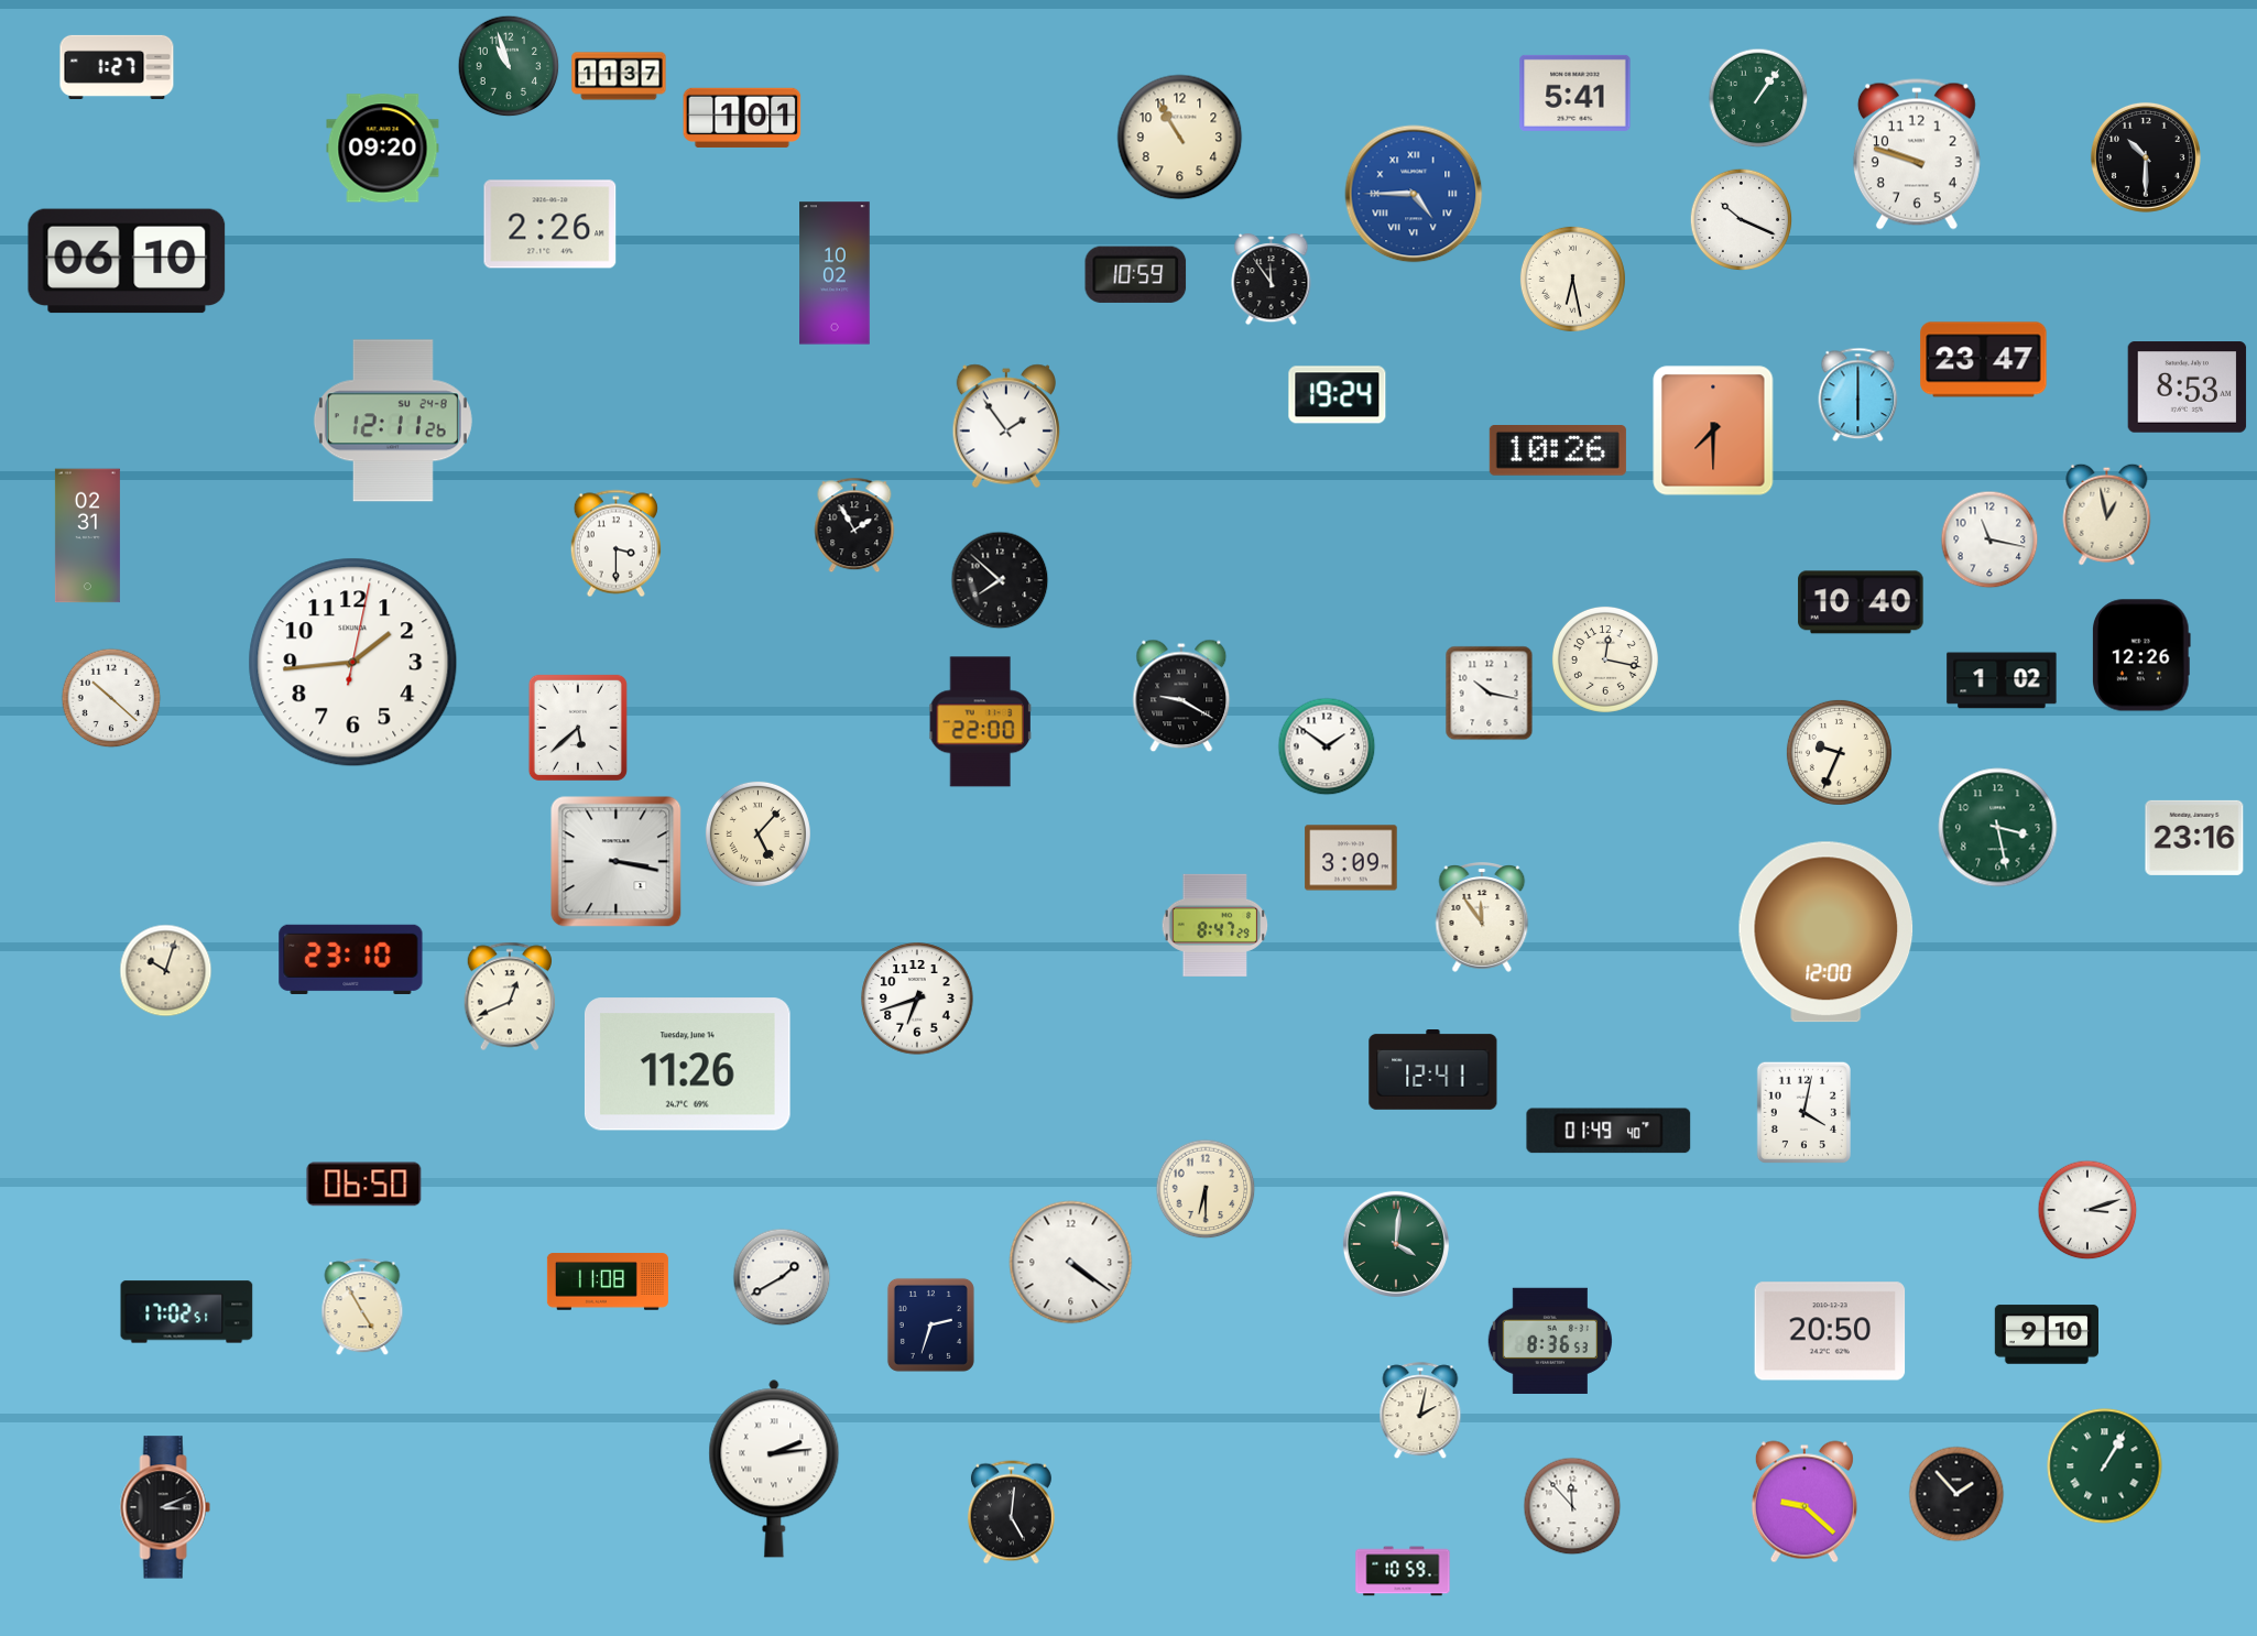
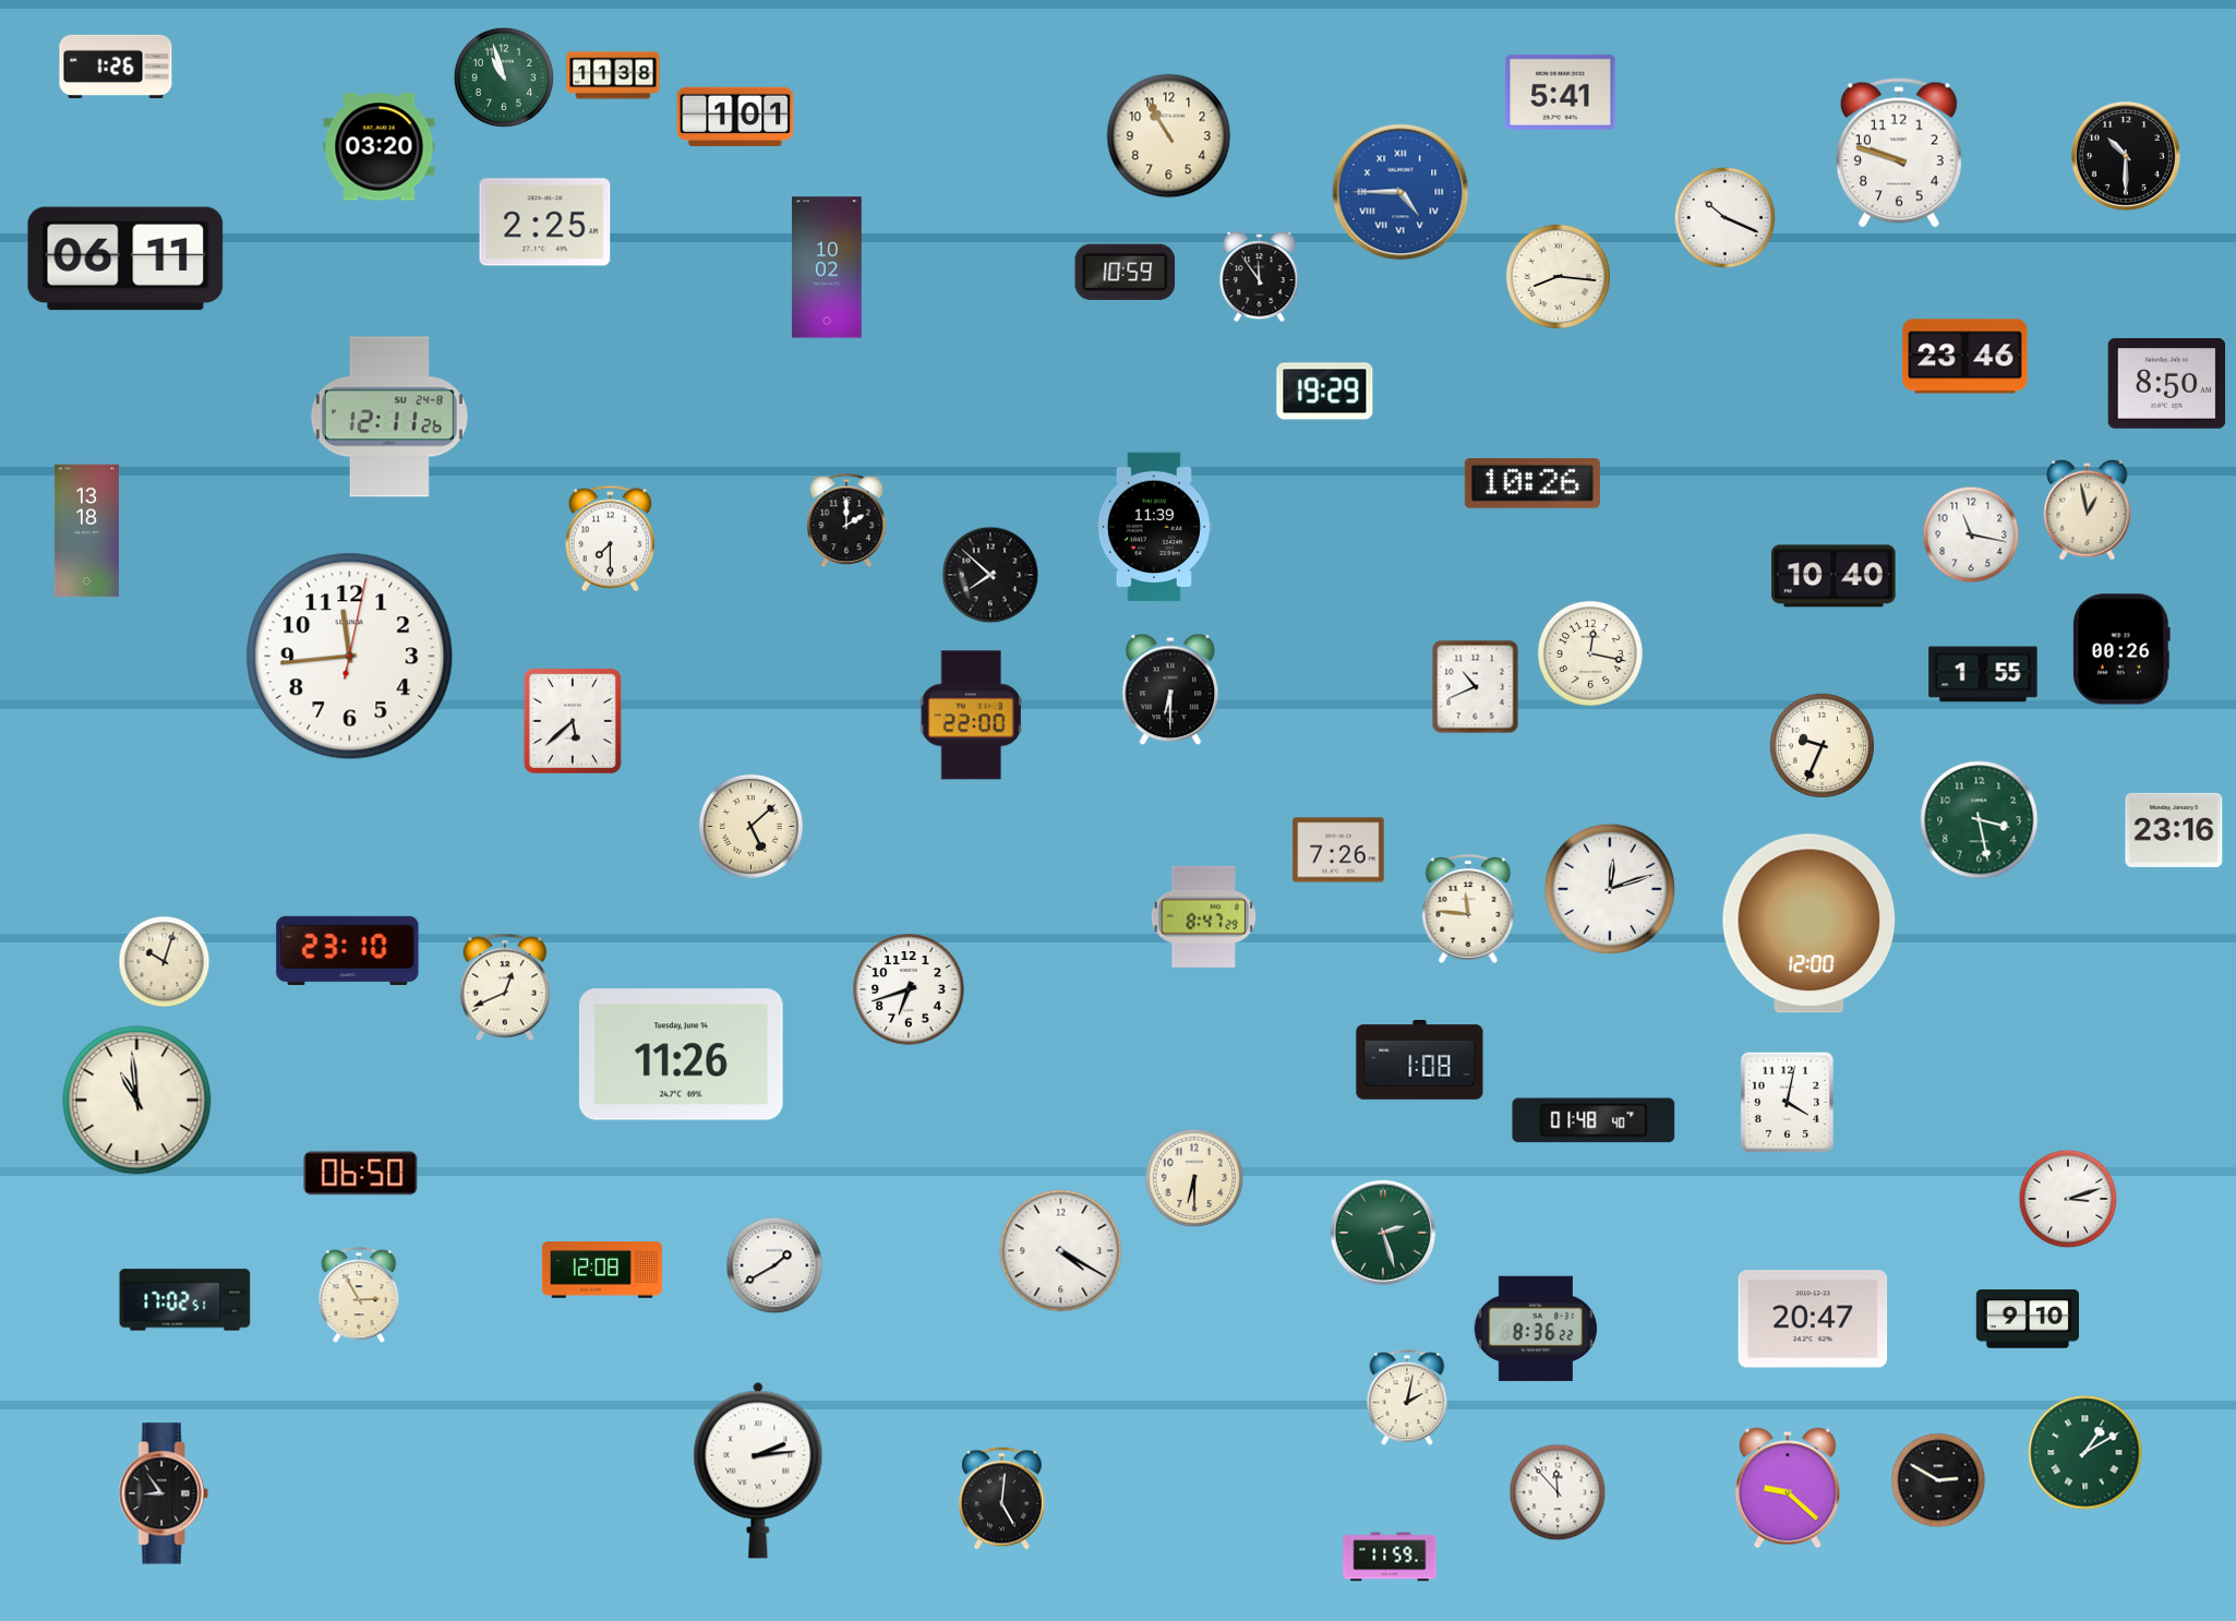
clock at (509, 66) position: (509, 66) -> (504, 77)
clock at (117, 67): 1:27 -> 1:26
clock at (619, 76): 11:37 -> 11:38
clock at (1758, 98): 1:06 -> none
clock at (383, 149): 09:20 -> 03:20
clock at (550, 225): 2:26 -> 2:25
clock at (127, 261): 06:10 -> 06:11
clock at (835, 273) position: (835, 273) -> (827, 267)
clock at (1572, 279): 6:28 -> 8:16
clock at (1984, 360): 23:47 -> 23:46
clock at (2188, 388): 8:53 -> 8:50
clock at (1338, 395): 19:24 -> 19:29
clock at (1858, 395): 6:00 -> none
clock at (1005, 426): 1:54 -> none
clock at (1713, 430): 7:30 -> none
clock at (1558, 451) position: (1558, 451) -> (1532, 484)
clock at (854, 525): 1:55 -> 2:00
clock at (1154, 527): none -> 11:39
clock at (87, 536): 02:31 -> 13:18
clock at (615, 544): 3:30 -> 7:30
clock at (1861, 602) position: (1861, 602) -> (1834, 576)
clock at (2141, 655): 12:26 -> 00:26
clock at (353, 663): 1:44 -> 11:44
clock at (2002, 680): 1:02 -> 1:55
clock at (1490, 694): 10:17 -> 10:41
clock at (1181, 696): 9:20 -> 6:30
clock at (111, 698): 10:22 -> none
clock at (1327, 746): 1:51 -> none
clock at (757, 833): 5:07 -> 5:08
clock at (1351, 858): 3:09 -> 7:26
clock at (617, 862): 3:17 -> none
clock at (1609, 888): none -> 12:12
clock at (1482, 917): 11:54 -> 11:46
clock at (1433, 1070): 12:41 -> 1:08
clock at (137, 1101): none -> 10:59
clock at (1609, 1131): 01:49 -> 01:48
clock at (1396, 1244): 4:01 -> 2:27
clock at (1071, 1263): 4:21 -> 4:20
clock at (608, 1281): 11:08 -> 12:08
clock at (362, 1308): 4:55 -> 2:55
clock at (930, 1324): 2:33 -> none
clock at (1830, 1331): 20:50 -> 20:47
clock at (2046, 1334) position: (2046, 1334) -> (2027, 1319)
clock at (1550, 1341): 8:36:53 -> 8:36:22
clock at (2105, 1466): 1:05 -> 1:10
clock at (774, 1469) position: (774, 1469) -> (758, 1470)
clock at (1956, 1494): 1:53 -> 2:50
clock at (165, 1507): 3:11 -> 8:54
clock at (1403, 1571): 10:59 -> 11:59
